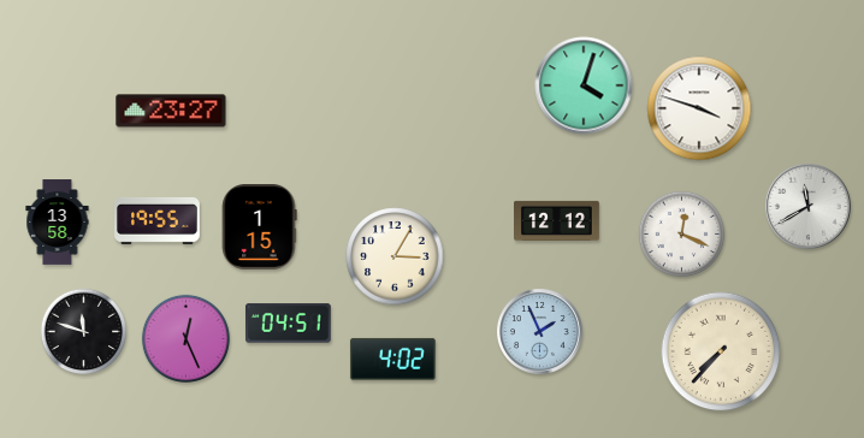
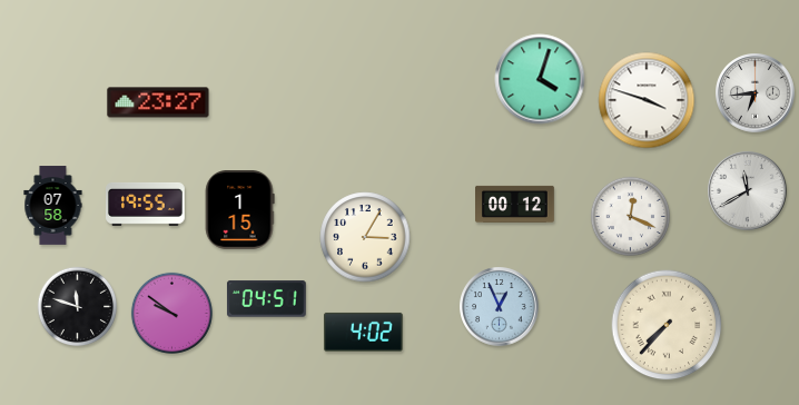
clock at (756, 93): none -> 6:44
clock at (557, 220): 12:12 -> 00:12
clock at (58, 223): 13:58 -> 07:58
clock at (540, 332): 1:56 -> 12:56
clock at (185, 338): 12:26 -> 9:51
